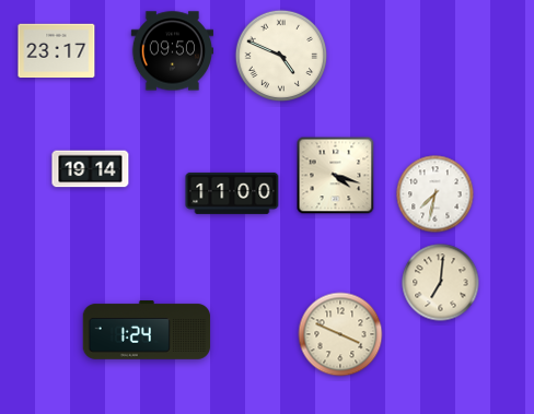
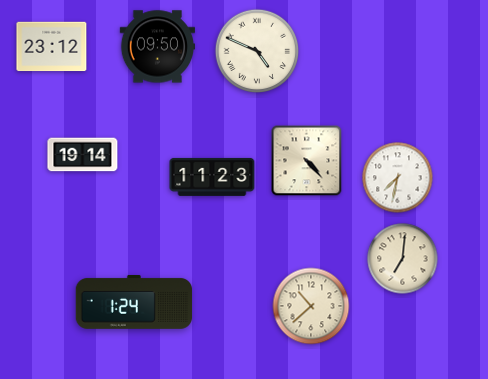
clock at (57, 51): 23:17 -> 23:12
clock at (336, 176): 4:18 -> 4:23
clock at (232, 193): 11:00 -> 11:23
clock at (340, 334): 3:49 -> 10:38
